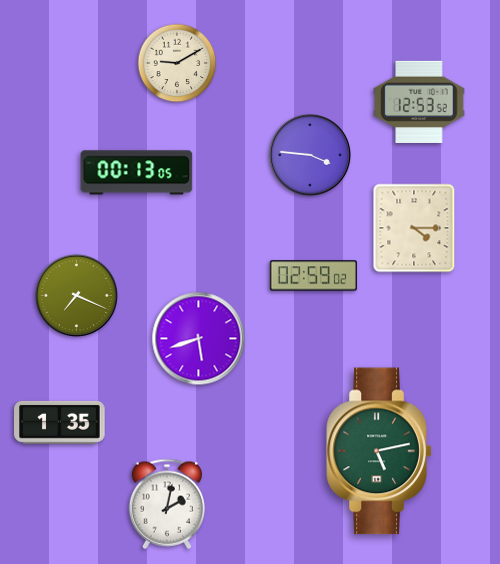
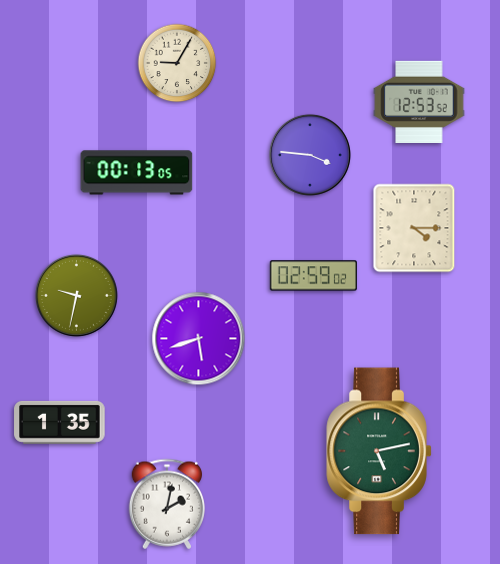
clock at (177, 63): 9:10 -> 9:05
clock at (76, 295): 7:19 -> 9:32
